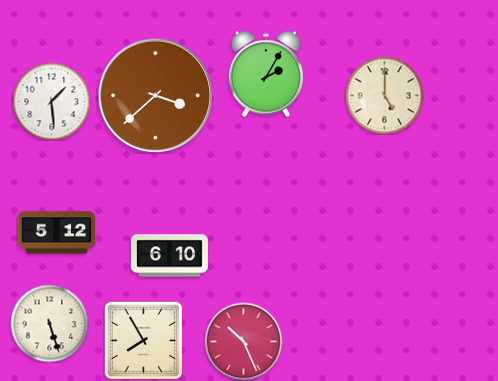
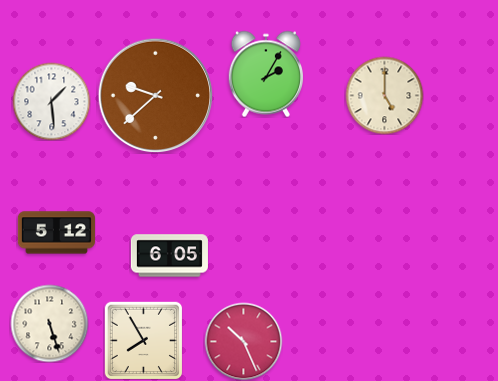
clock at (155, 95): 3:38 -> 9:38
clock at (169, 256): 6:10 -> 6:05
